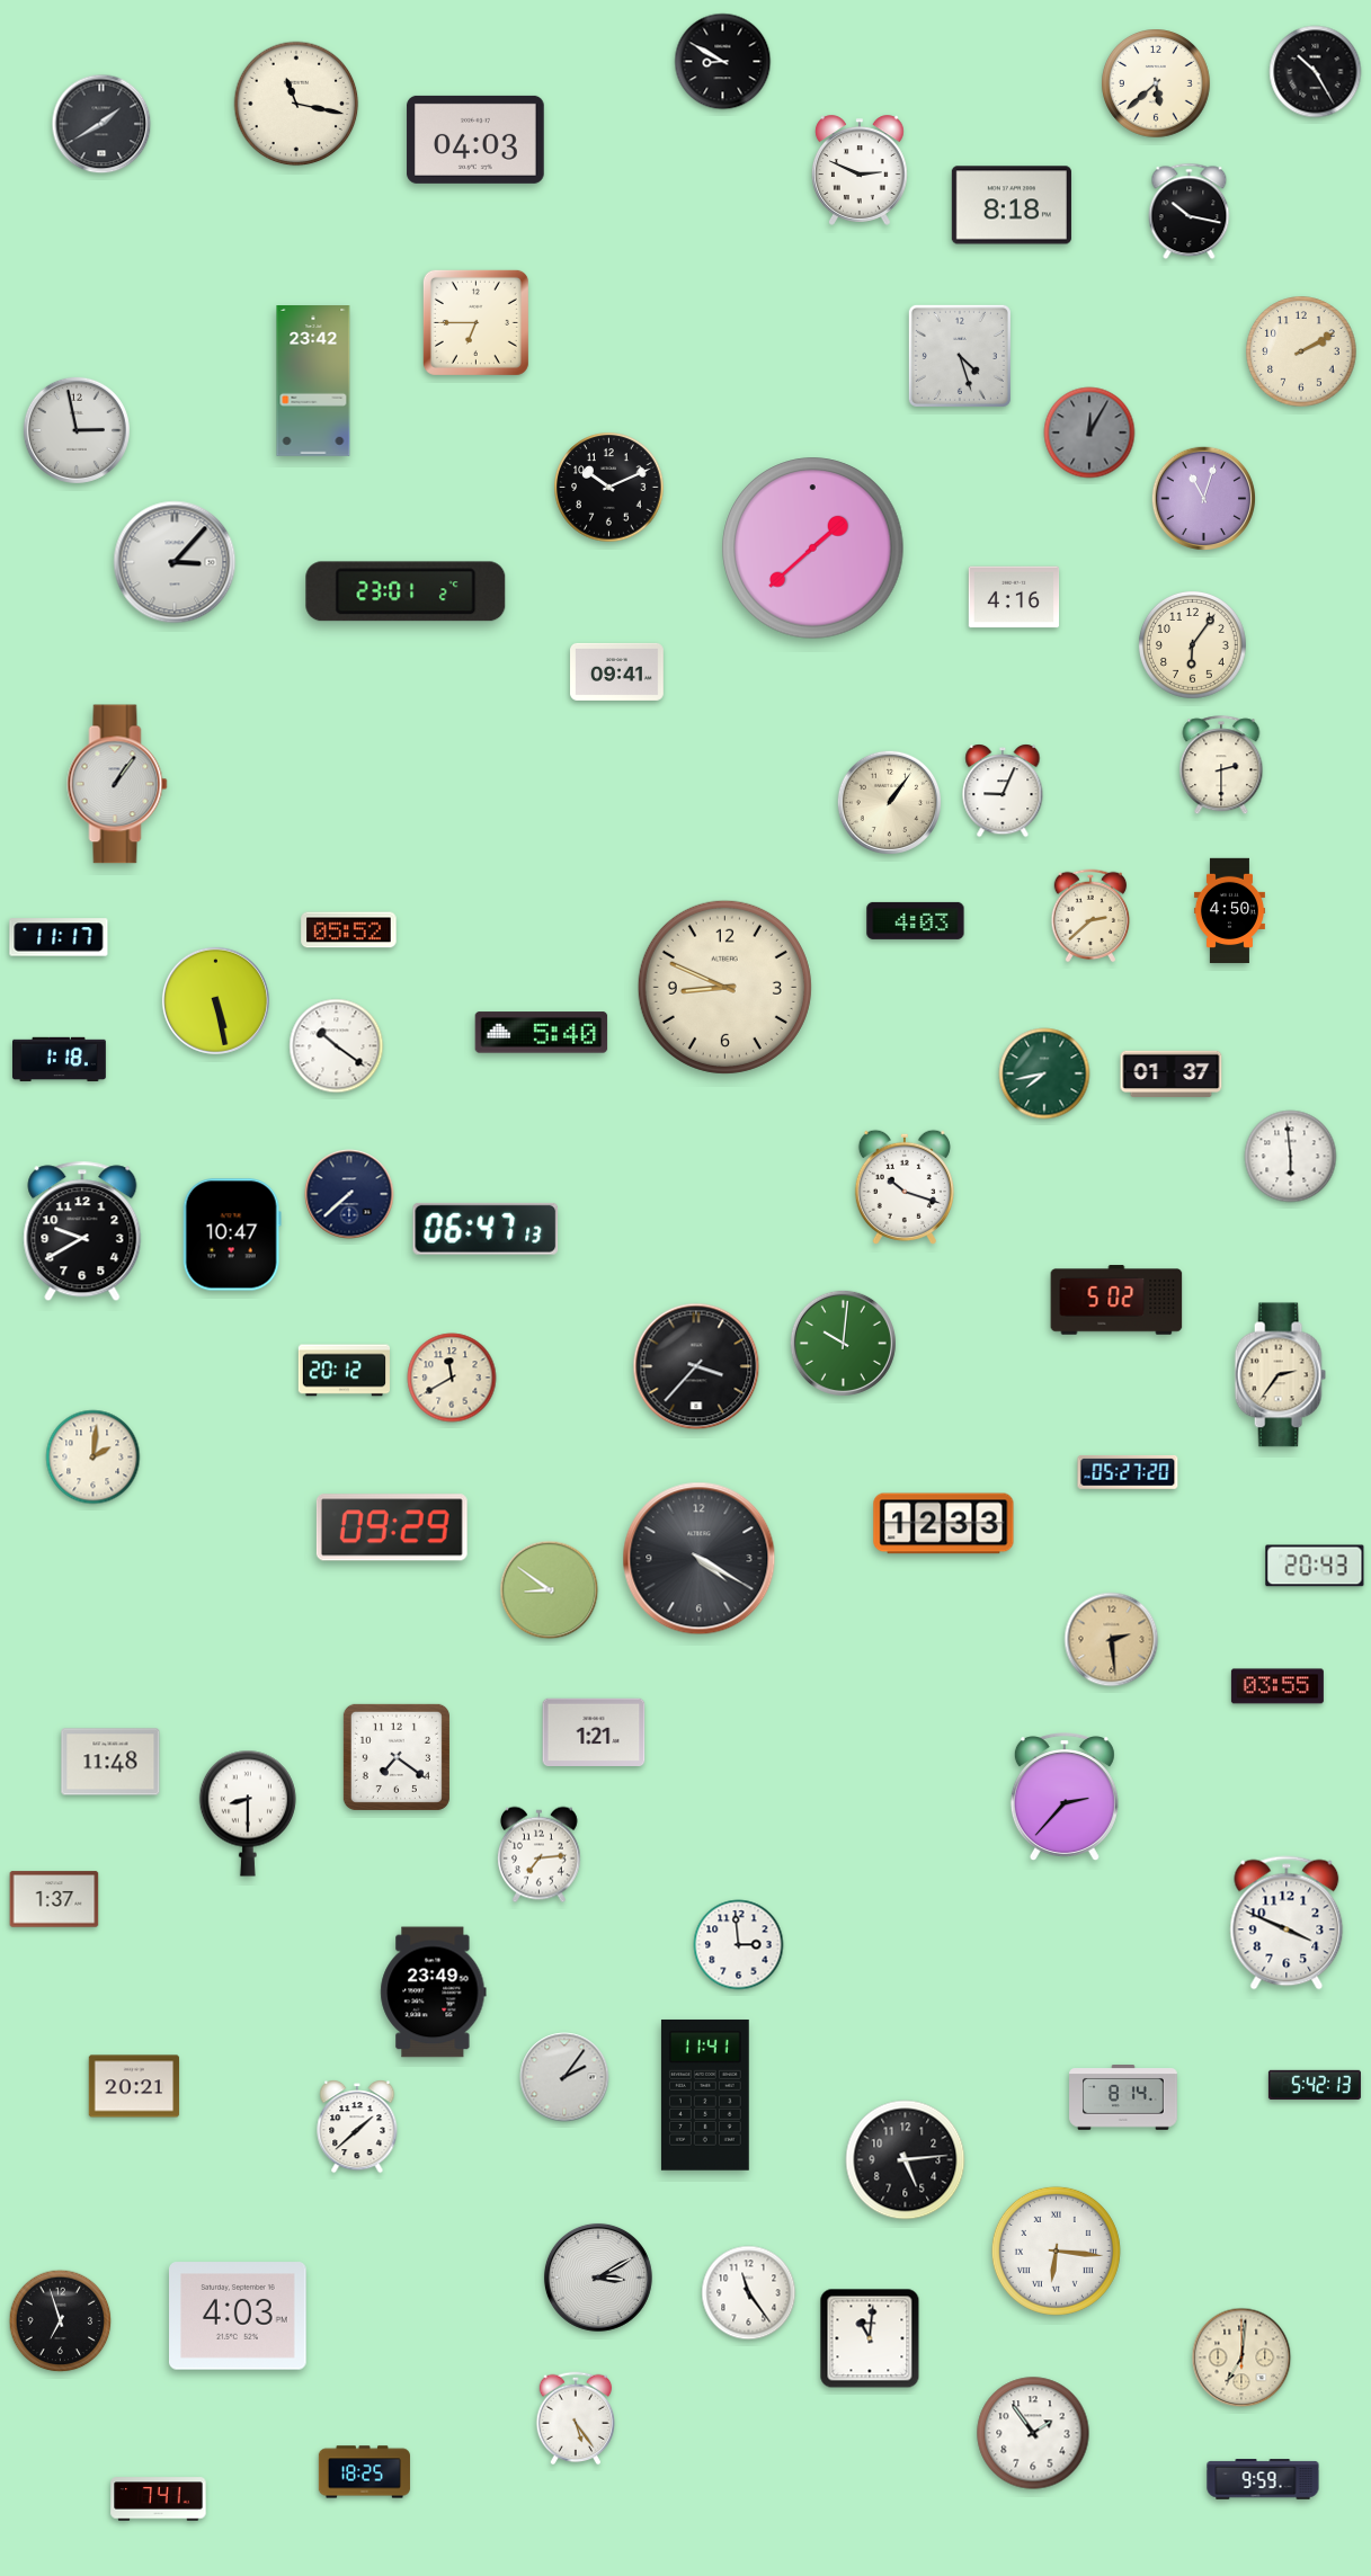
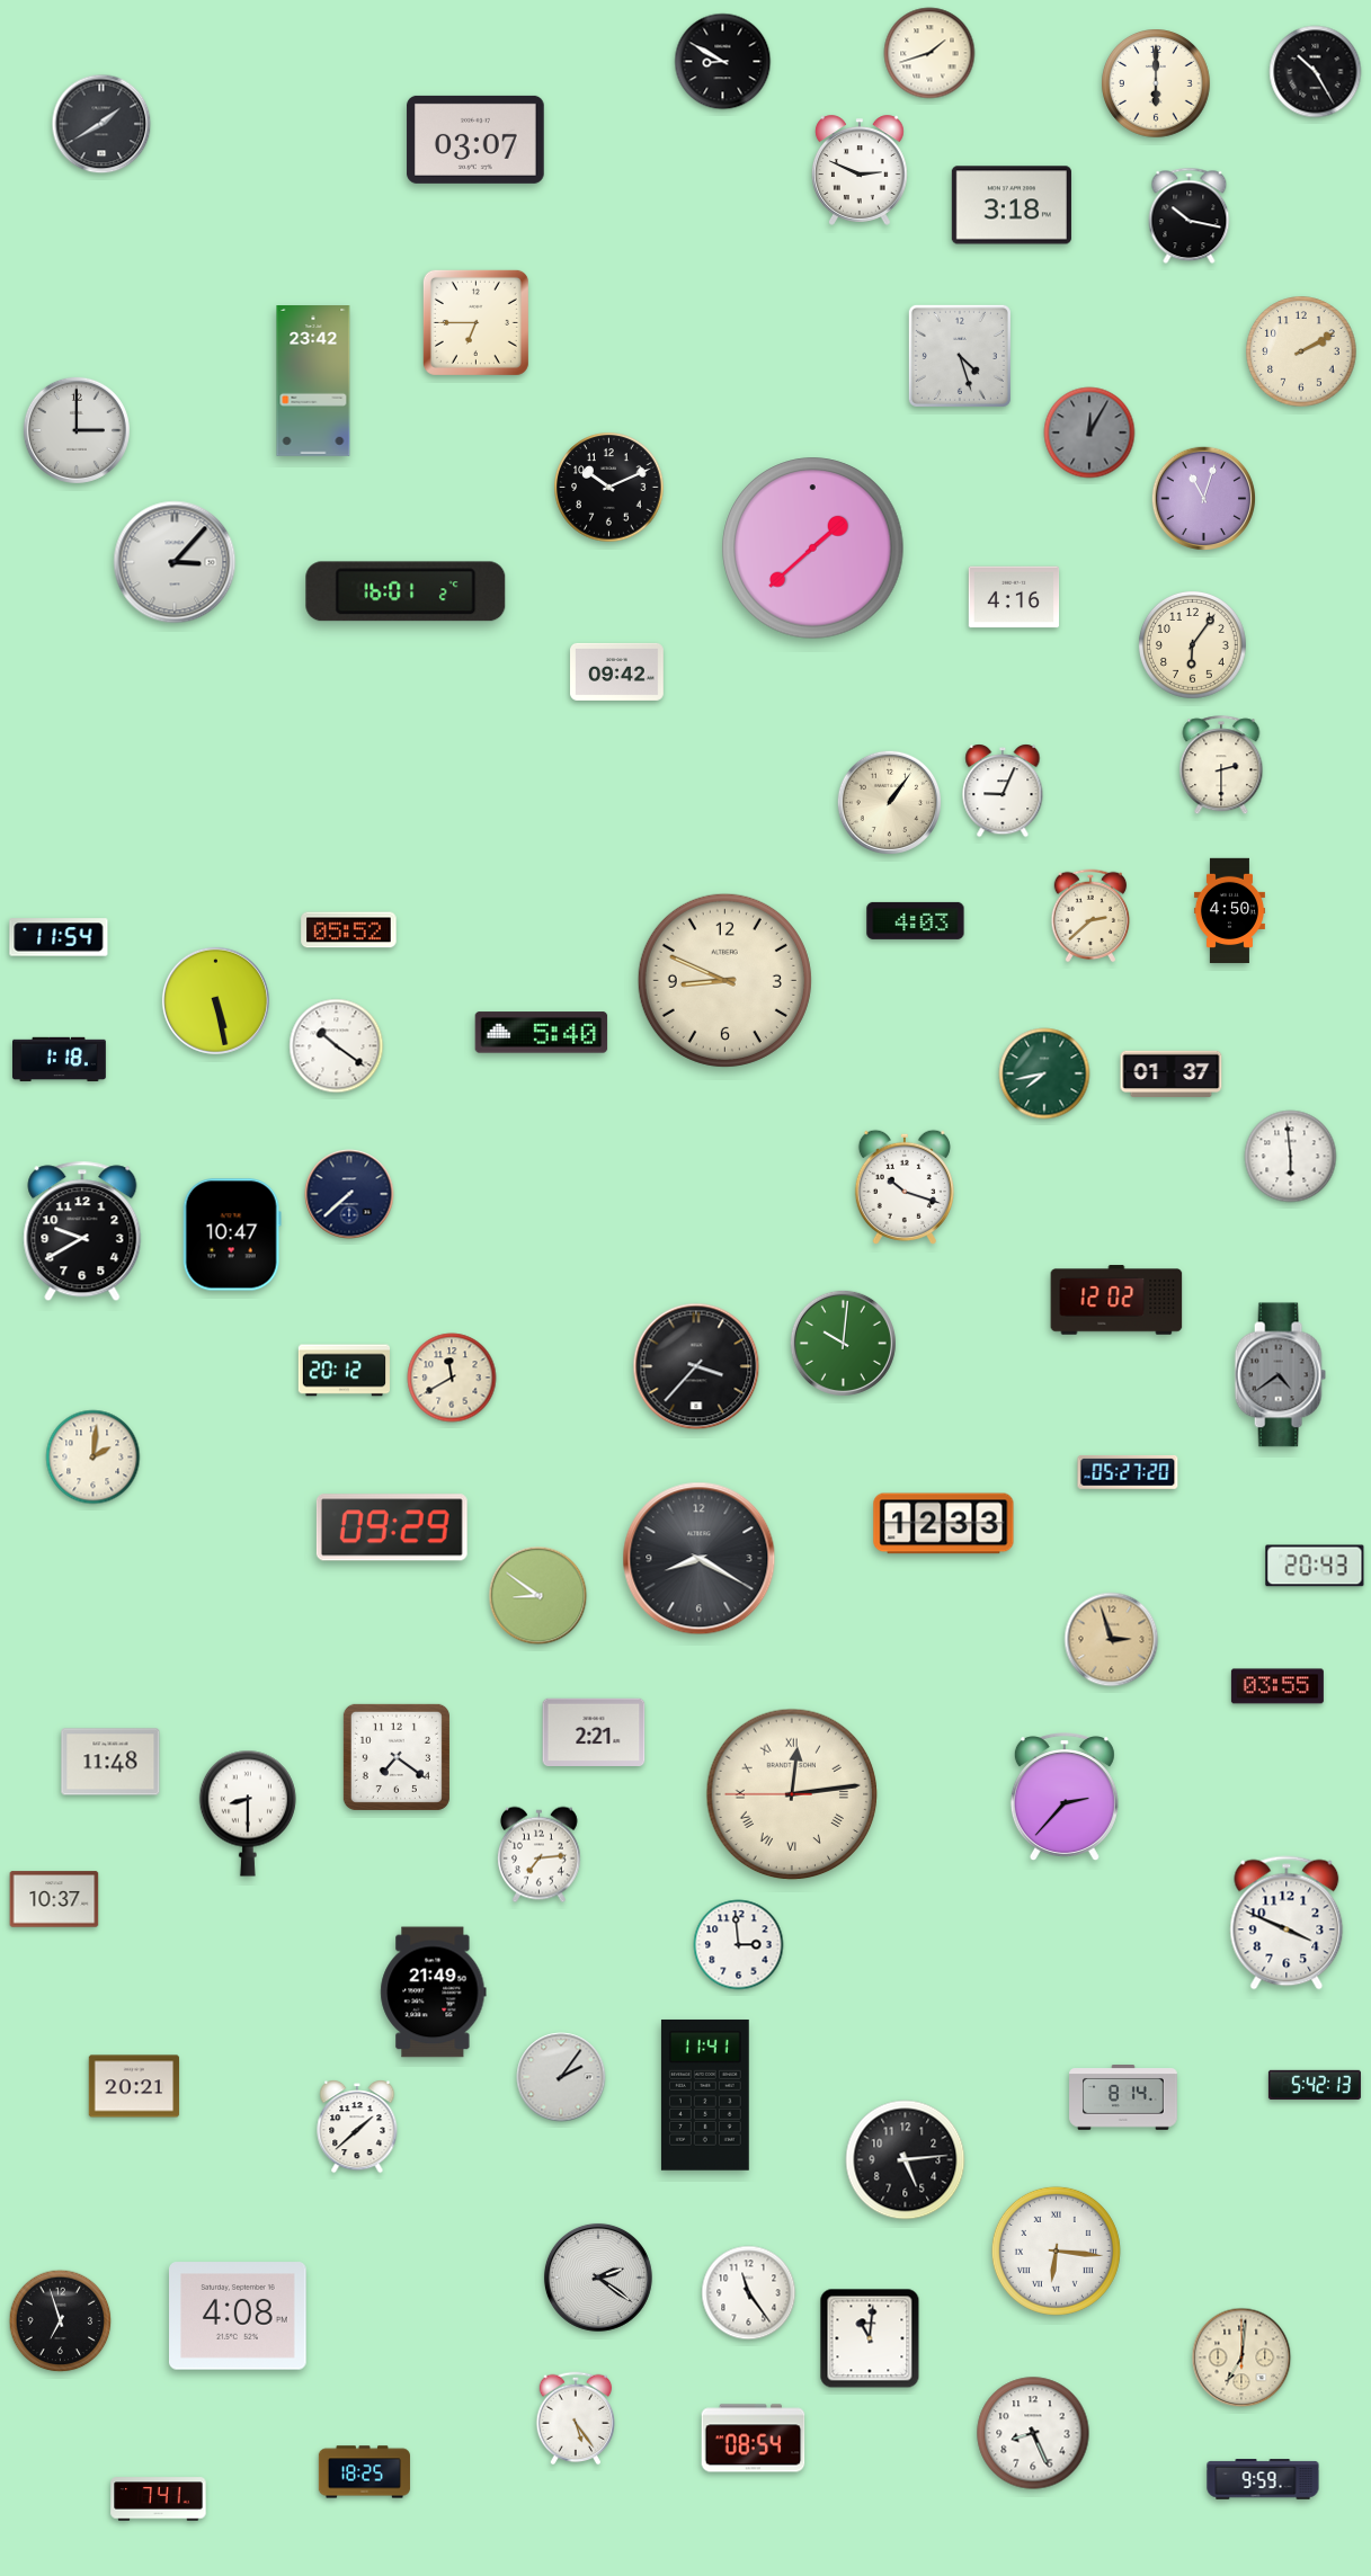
clock at (929, 53): none -> 1:42
clock at (1156, 83): 5:38 -> 6:00
clock at (296, 104): 11:17 -> none
clock at (475, 140): 04:03 -> 03:07
clock at (1012, 205): 8:18 -> 3:18
clock at (1190, 212) position: (1190, 212) -> (1190, 216)
clock at (77, 430): 2:58 -> 3:00
clock at (406, 591): 23:01 -> 16:01
clock at (617, 671): 09:41 -> 09:42
clock at (117, 784): 1:06 -> none
clock at (59, 937): 11:17 -> 11:54
clock at (724, 987) position: (724, 987) -> (724, 980)
clock at (486, 1229): 06:47 -> none
clock at (1116, 1300): 5:02 -> 12:02
clock at (1280, 1375): 2:36 -> 4:39
clock at (1280, 1375) dial: cream -> grey
clock at (700, 1559): 4:20 -> 8:20
clock at (550, 1590) position: (550, 1590) -> (538, 1596)
clock at (1112, 1640): 2:29 -> 2:57
clock at (594, 1731): 1:21 -> 2:21
clock at (792, 1794): none -> 12:13
clock at (54, 1899): 1:37 -> 10:37
clock at (434, 1993): 23:49 -> 21:49
clock at (564, 2077) position: (564, 2077) -> (561, 2077)
clock at (598, 2278): 3:10 -> 2:21
clock at (238, 2316): 4:03 -> 4:08
clock at (1033, 2433): 1:54 -> 8:26
clock at (754, 2439): none -> 08:54
